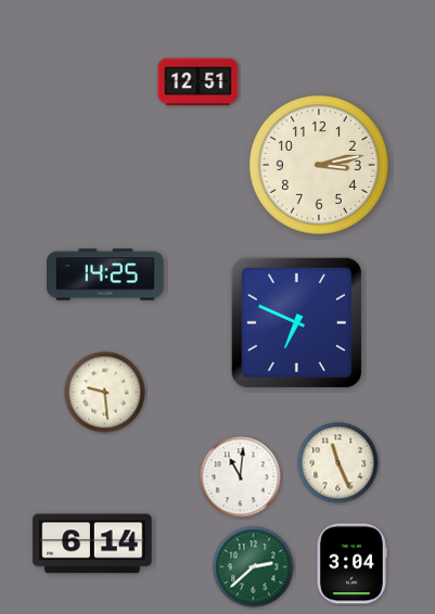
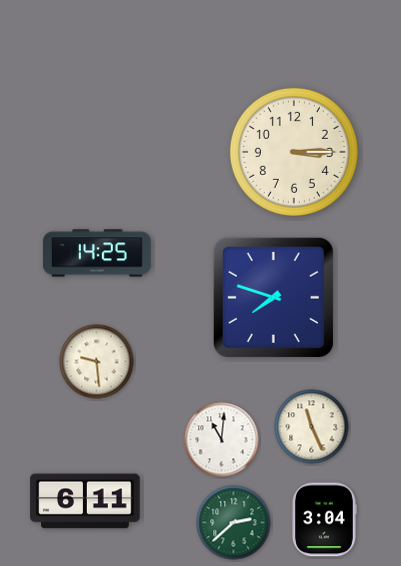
clock at (199, 82): 12:51 -> none
clock at (319, 165): 3:13 -> 3:15
clock at (296, 322): 6:49 -> 7:48
clock at (92, 543): 6:14 -> 6:11
